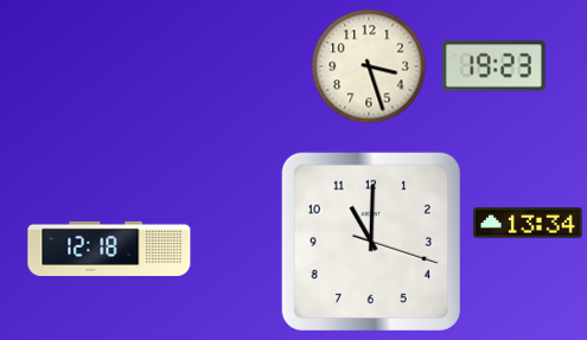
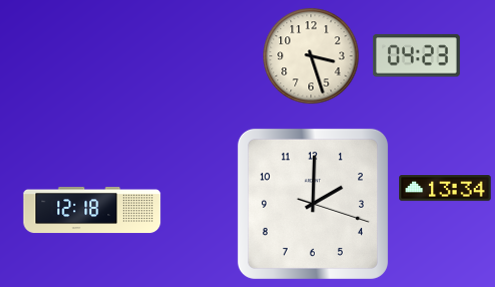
clock at (493, 66): 19:23 -> 04:23
clock at (371, 242): 11:00 -> 2:00
